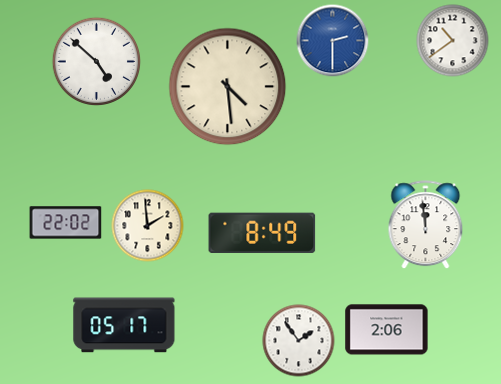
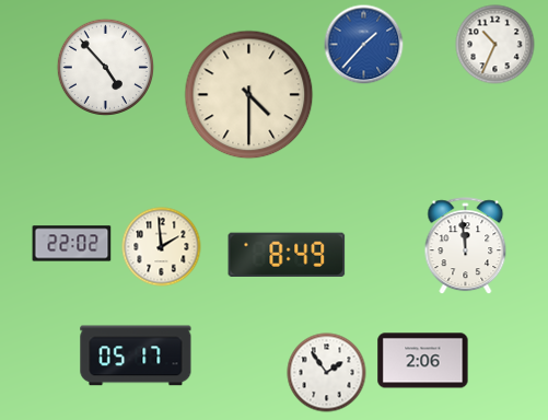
clock at (333, 41): 2:30 -> 1:37
clock at (453, 41): 10:39 -> 10:34
clock at (96, 61): 4:52 -> 4:53
clock at (228, 87): 4:29 -> 4:30
